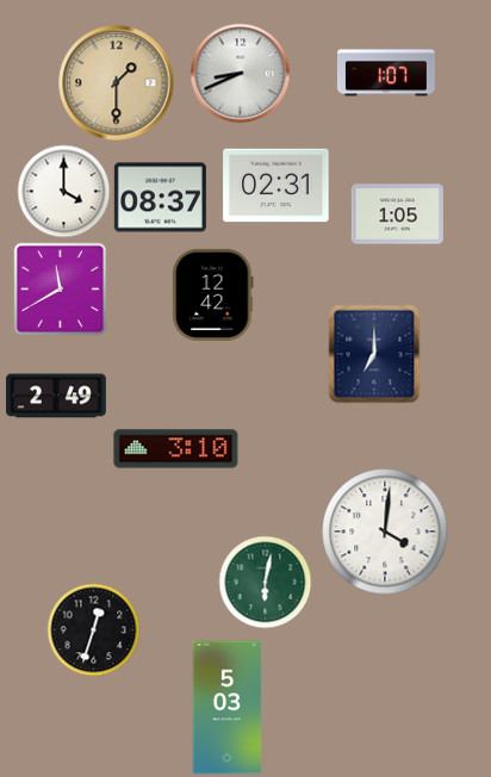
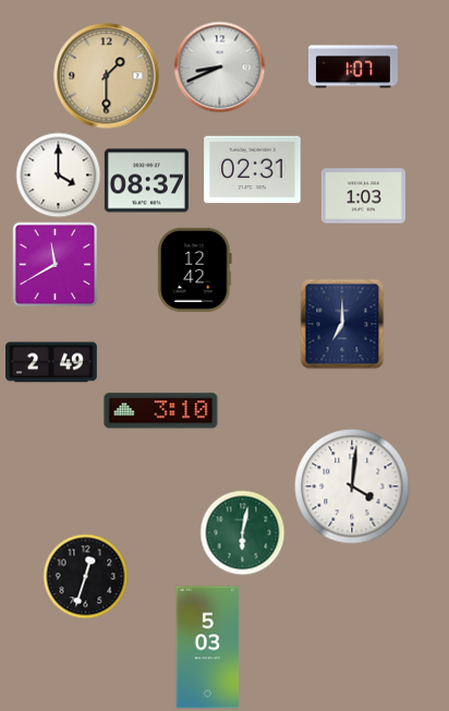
clock at (397, 215): 1:05 -> 1:03
